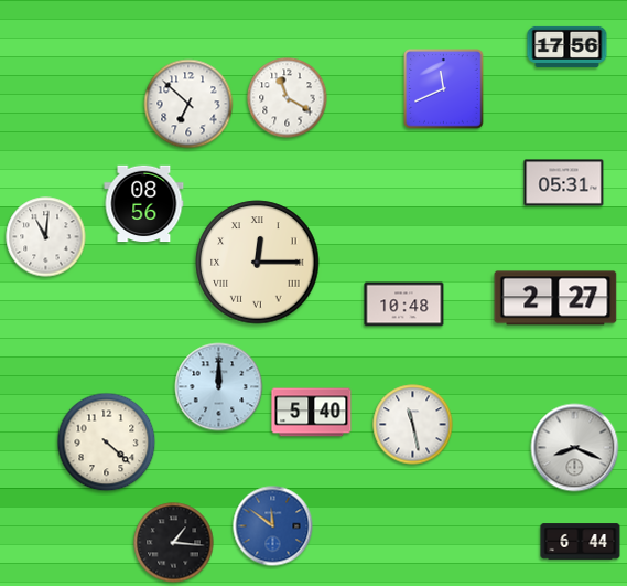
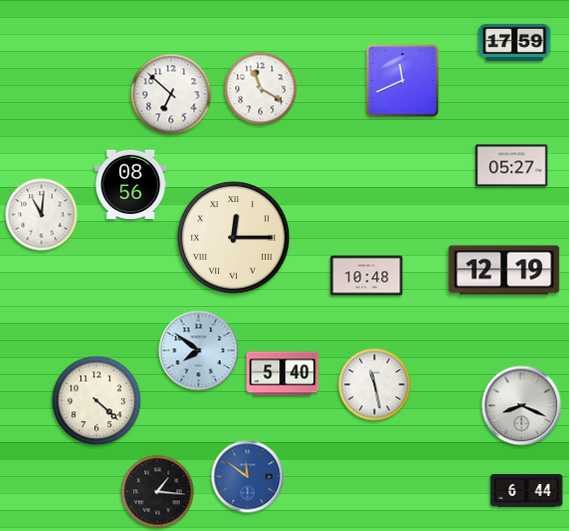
clock at (567, 46): 17:56 -> 17:59
clock at (564, 183): 05:31 -> 05:27
clock at (555, 298): 2:27 -> 12:19
clock at (219, 387): 12:00 -> 7:51
